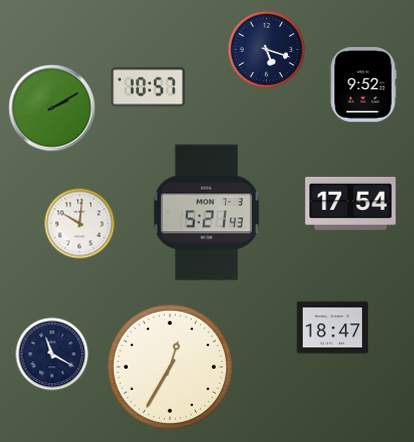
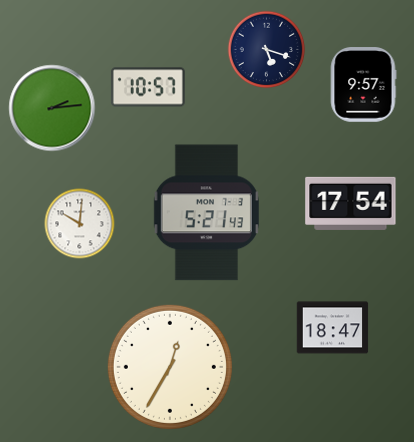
clock at (363, 85): 9:52 -> 9:57
clock at (52, 108): 2:10 -> 2:14
clock at (52, 354): 11:20 -> none
